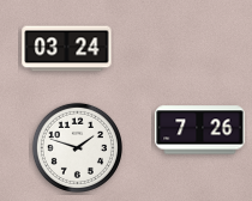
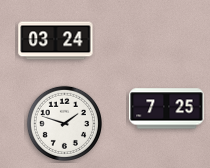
clock at (200, 130): 7:26 -> 7:25
